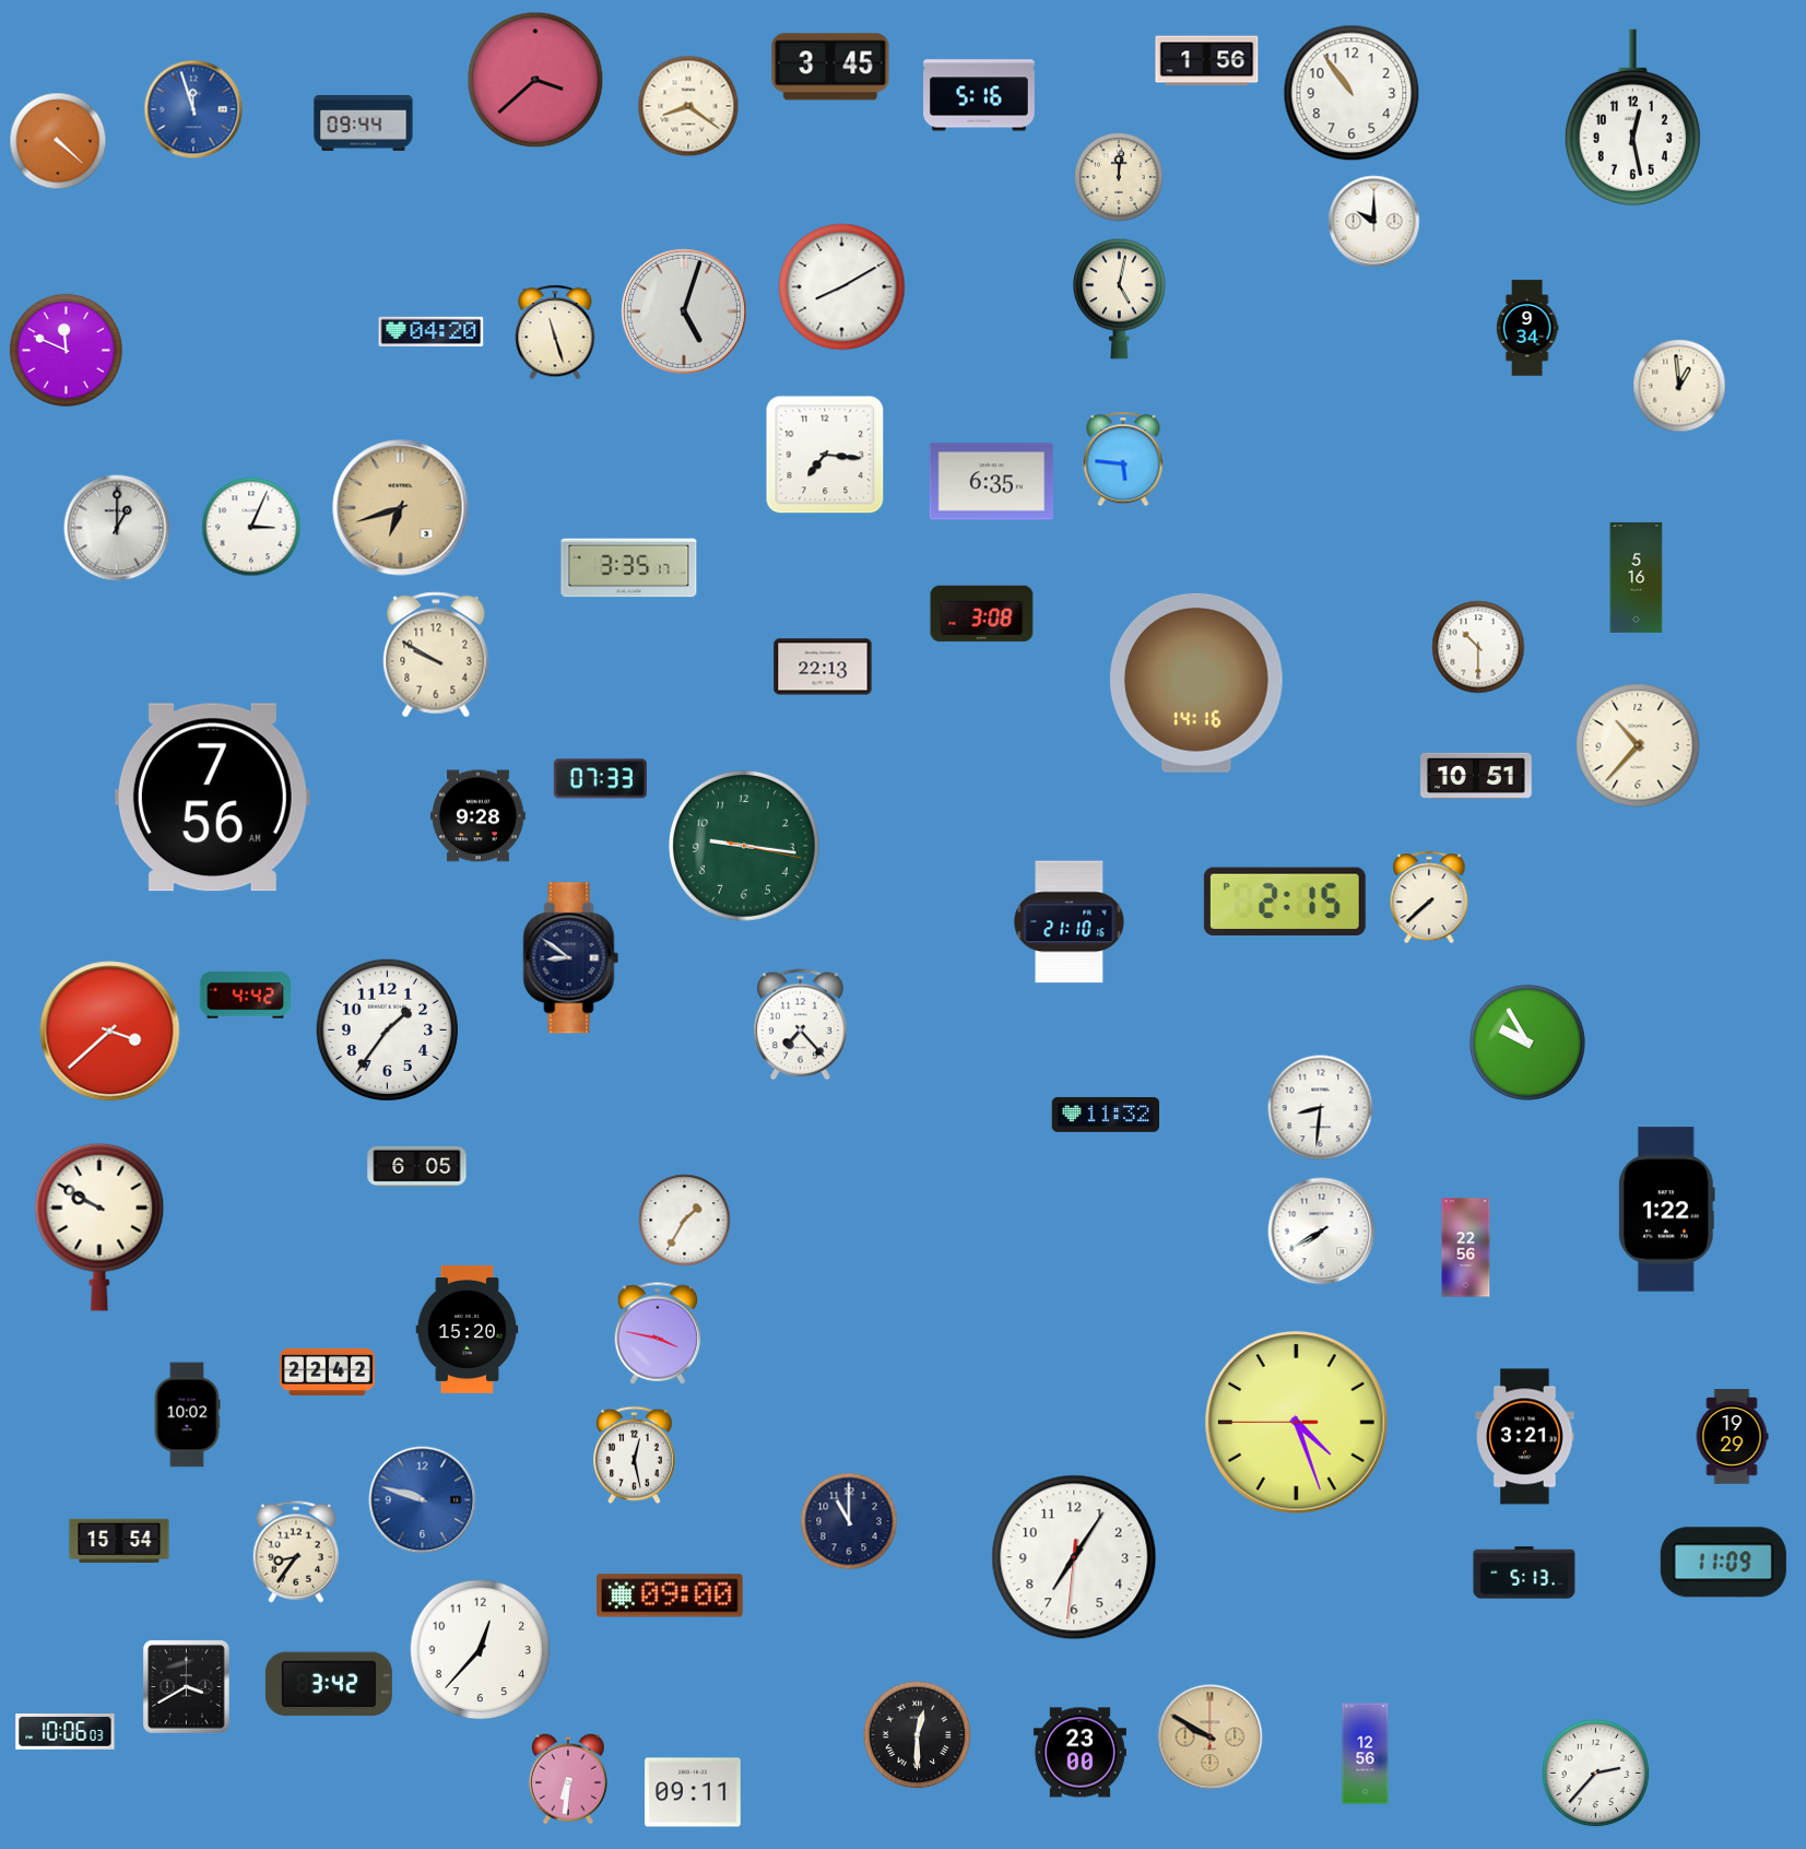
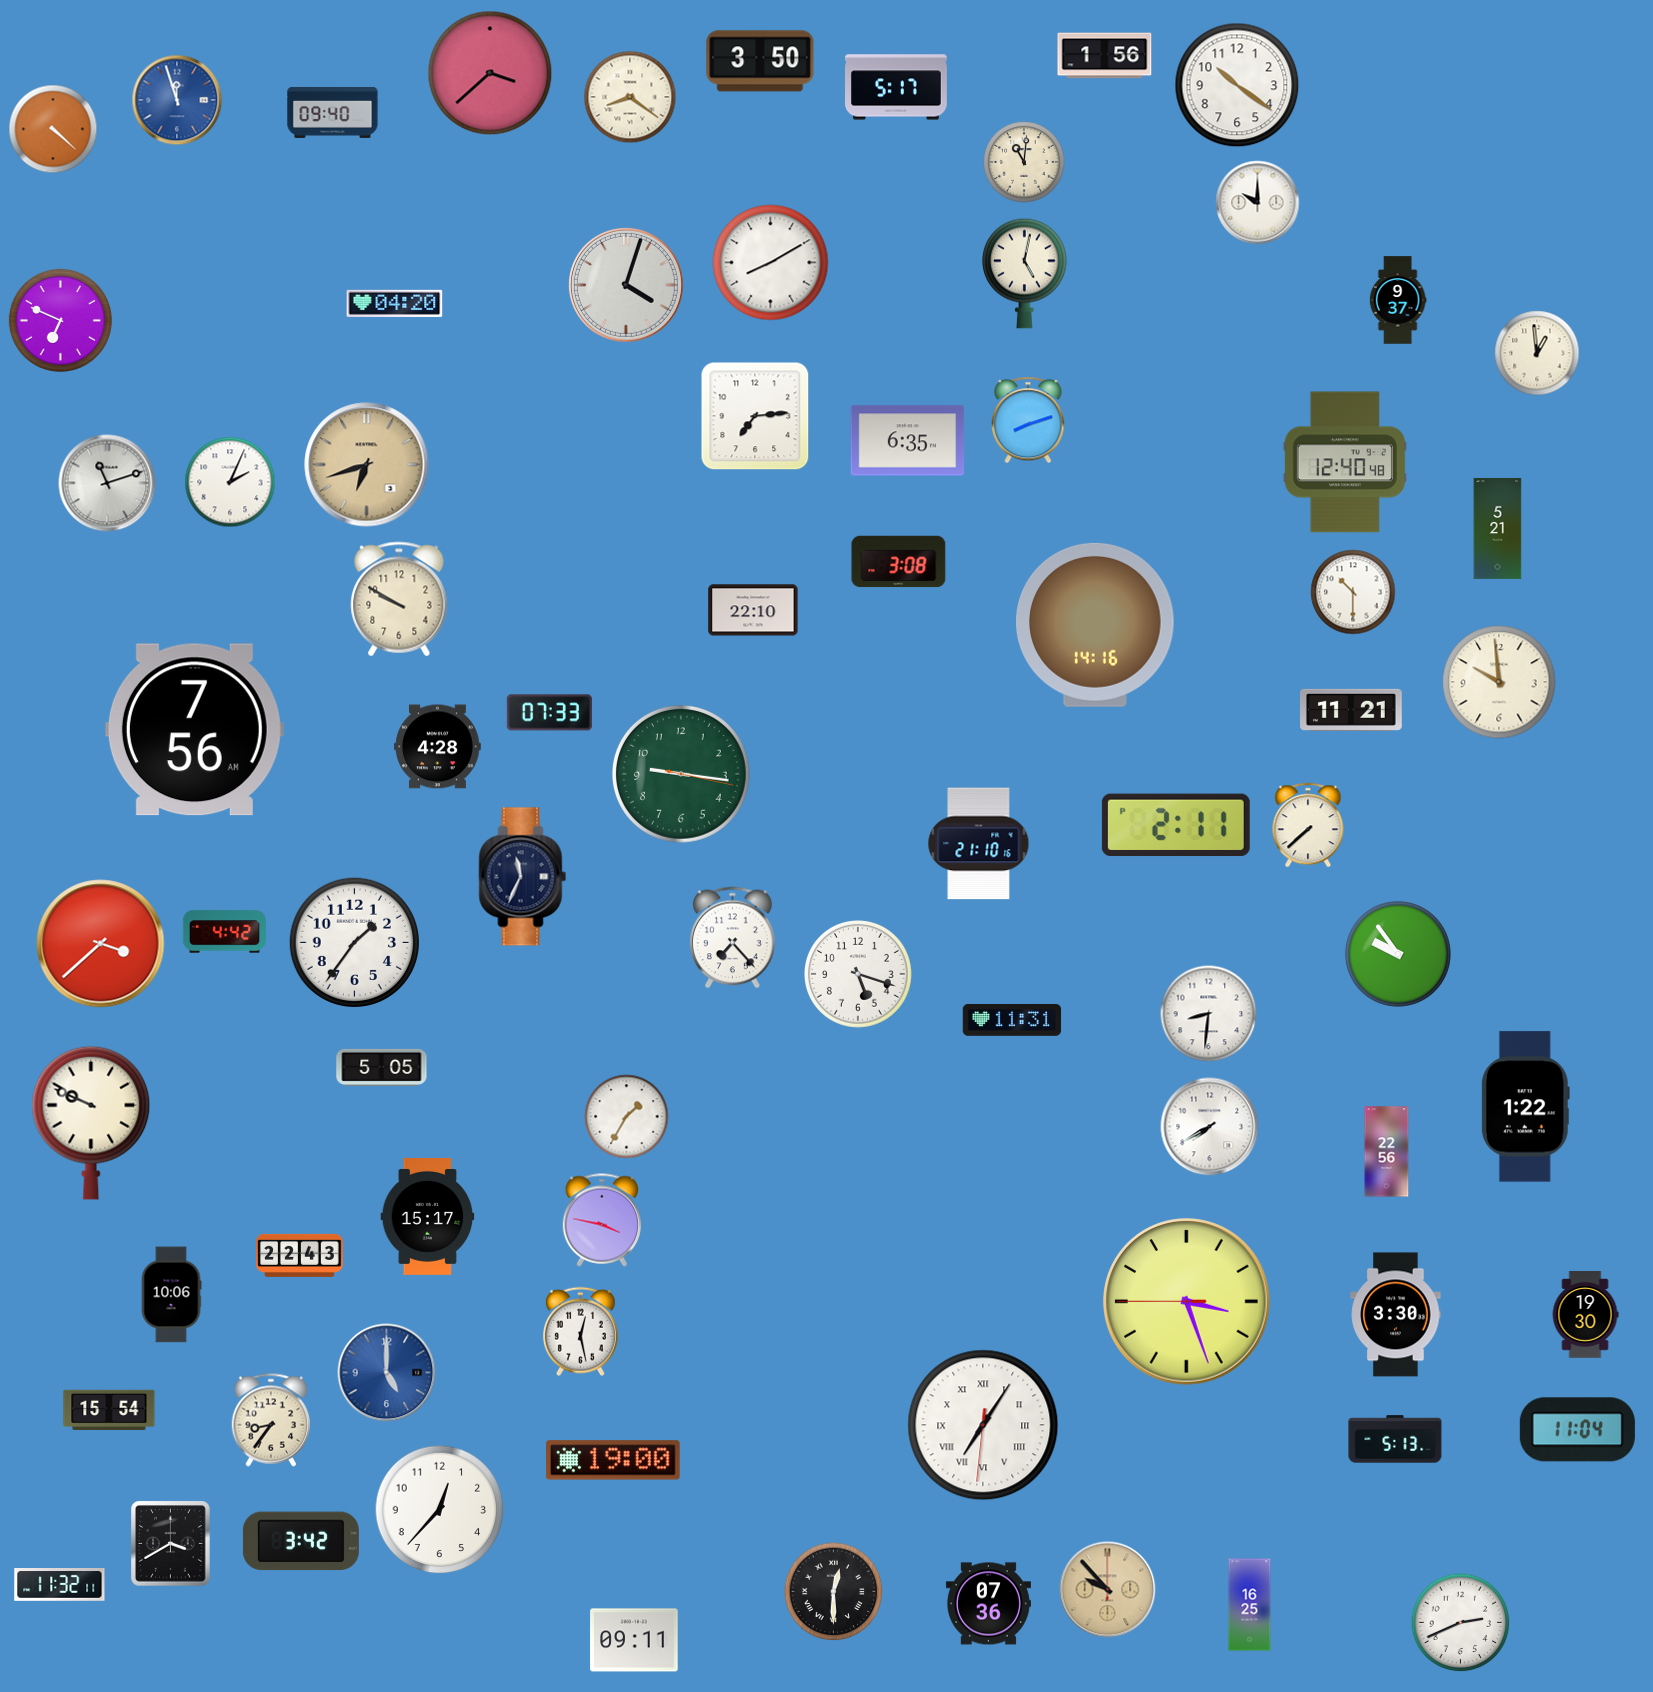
clock at (830, 67): 3:45 -> 3:50
clock at (1351, 93): 10:54 -> 10:21
clock at (980, 95): 5:16 -> 5:17
clock at (1632, 117): 12:28 -> none
clock at (364, 122): 09:44 -> 09:40
clock at (1119, 177): 12:01 -> 11:01
clock at (684, 311): 5:03 -> 4:03
clock at (1527, 328): 9:34 -> 9:37
clock at (555, 332): 11:27 -> none
clock at (66, 350): 11:49 -> 6:49
clock at (825, 455): 7:16 -> 7:14
clock at (1123, 459): 5:46 -> 8:12
clock at (1345, 462): none -> 12:40
clock at (251, 527): 3:04 -> 2:04
clock at (117, 528): 1:00 -> 11:12
clock at (629, 568): 3:35 -> none
clock at (1637, 577): 5:16 -> 5:21
clock at (823, 667): 22:13 -> 22:10
clock at (1638, 745): 10:37 -> 9:59
clock at (1477, 776): 10:51 -> 11:21
clock at (479, 816): 9:28 -> 4:28
clock at (1429, 897) position: (1429, 897) -> (1308, 825)
clock at (1285, 902): 2:15 -> 2:11
clock at (571, 958): 8:51 -> 11:34
clock at (246, 996) position: (246, 996) -> (225, 932)
clock at (1527, 1043): 9:55 -> 9:54
clock at (859, 975): none -> 5:18
clock at (1106, 1115): 11:32 -> 11:31
clock at (417, 1166): 6:05 -> 5:05
clock at (99, 1227): 9:50 -> 9:49
clock at (1466, 1248) position: (1466, 1248) -> (1387, 1152)
clock at (468, 1329): 15:20 -> 15:17
clock at (328, 1371): 22:42 -> 22:43
clock at (187, 1415): 10:02 -> 10:06
clock at (1297, 1423): 4:26 -> 3:26
clock at (1525, 1437): 3:21 -> 3:30
clock at (1732, 1437): 19:29 -> 19:30
clock at (423, 1500): 9:48 -> 5:00
clock at (849, 1521): 11:00 -> none
clock at (1074, 1557) numerals: Arabic -> Roman
clock at (1723, 1563): 11:09 -> 11:04
clock at (671, 1595): 09:00 -> 19:00
clock at (66, 1732): 10:06 -> 11:32
clock at (918, 1735) position: (918, 1735) -> (834, 1592)
clock at (1211, 1738): 9:50 -> 9:53
clock at (1079, 1753): 23:00 -> 07:36
clock at (1366, 1754): 12:56 -> 16:25
clock at (1596, 1774): 2:37 -> 2:41
clock at (568, 1779): 6:31 -> none
